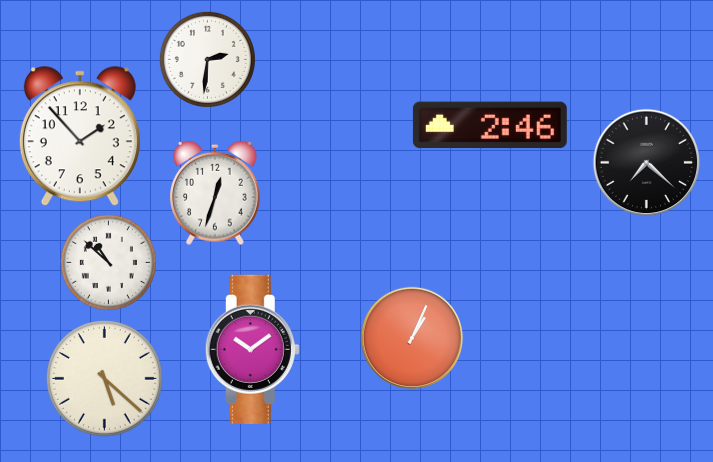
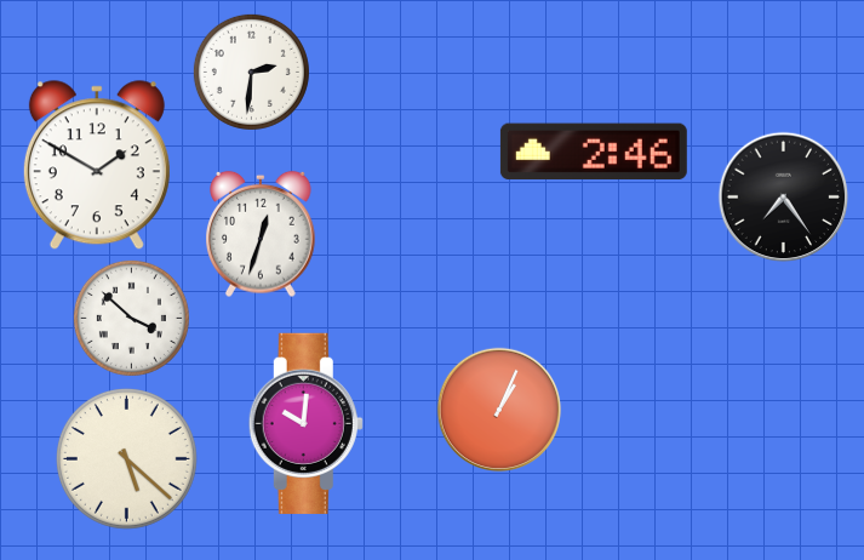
clock at (80, 137): 1:53 -> 1:50
clock at (647, 163): 7:22 -> 7:24
clock at (108, 262): 10:52 -> 3:52
clock at (252, 349): 10:09 -> 10:01
